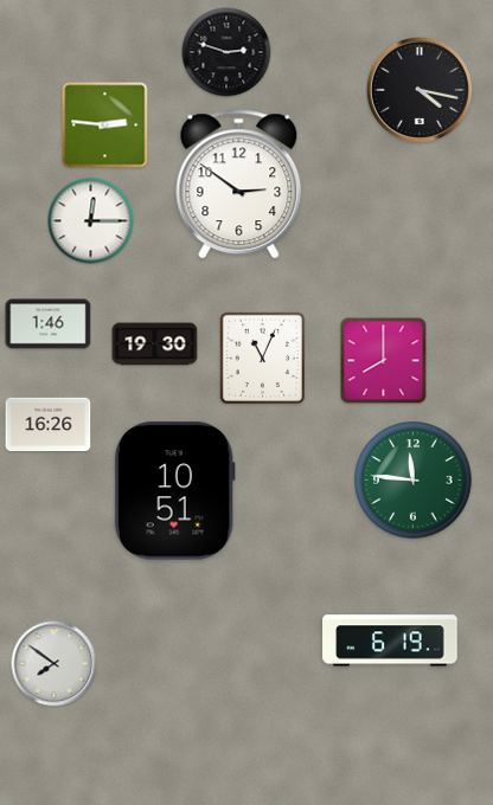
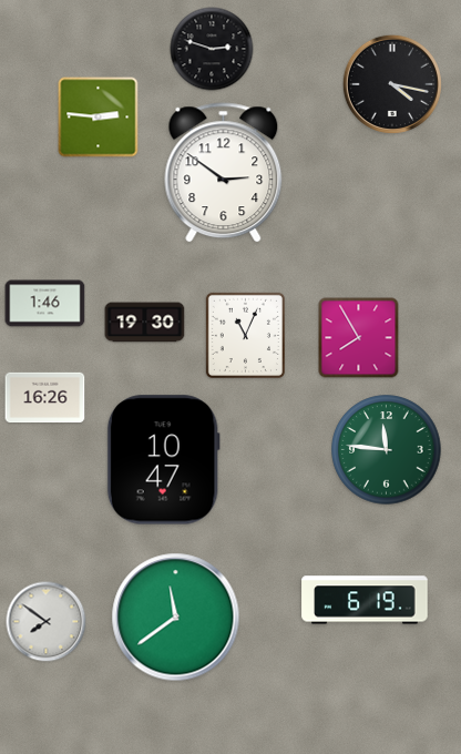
clock at (91, 221): 12:15 -> none
clock at (384, 361): 8:00 -> 7:55
clock at (174, 491): 10:51 -> 10:47
clock at (176, 618): none -> 11:39
clock at (55, 664) position: (55, 664) -> (47, 622)
